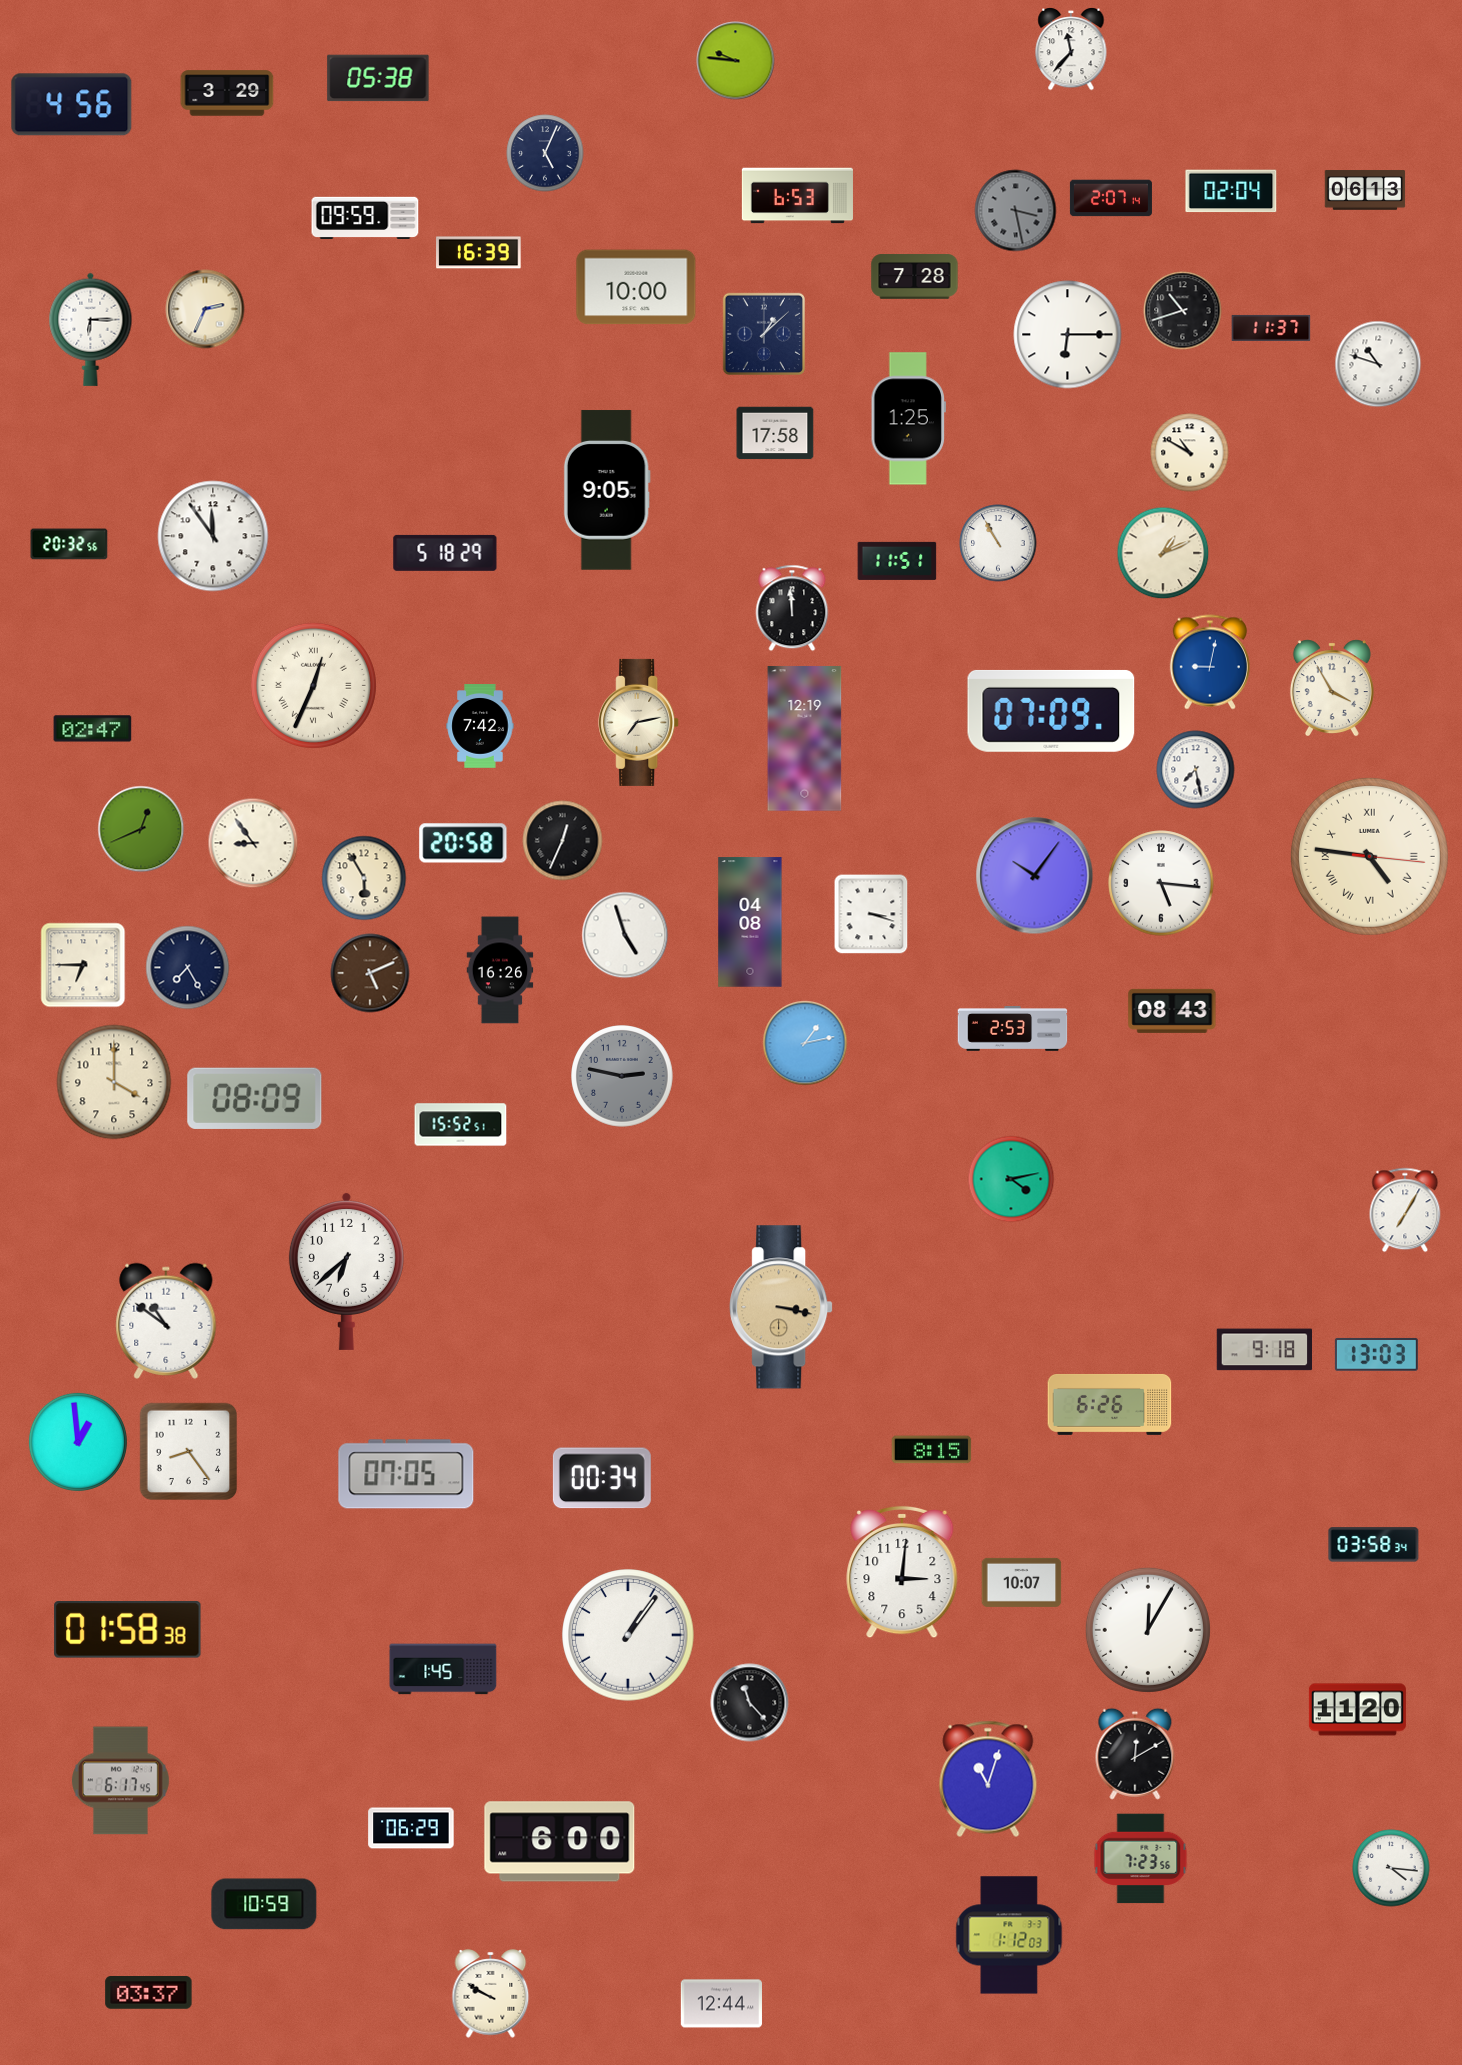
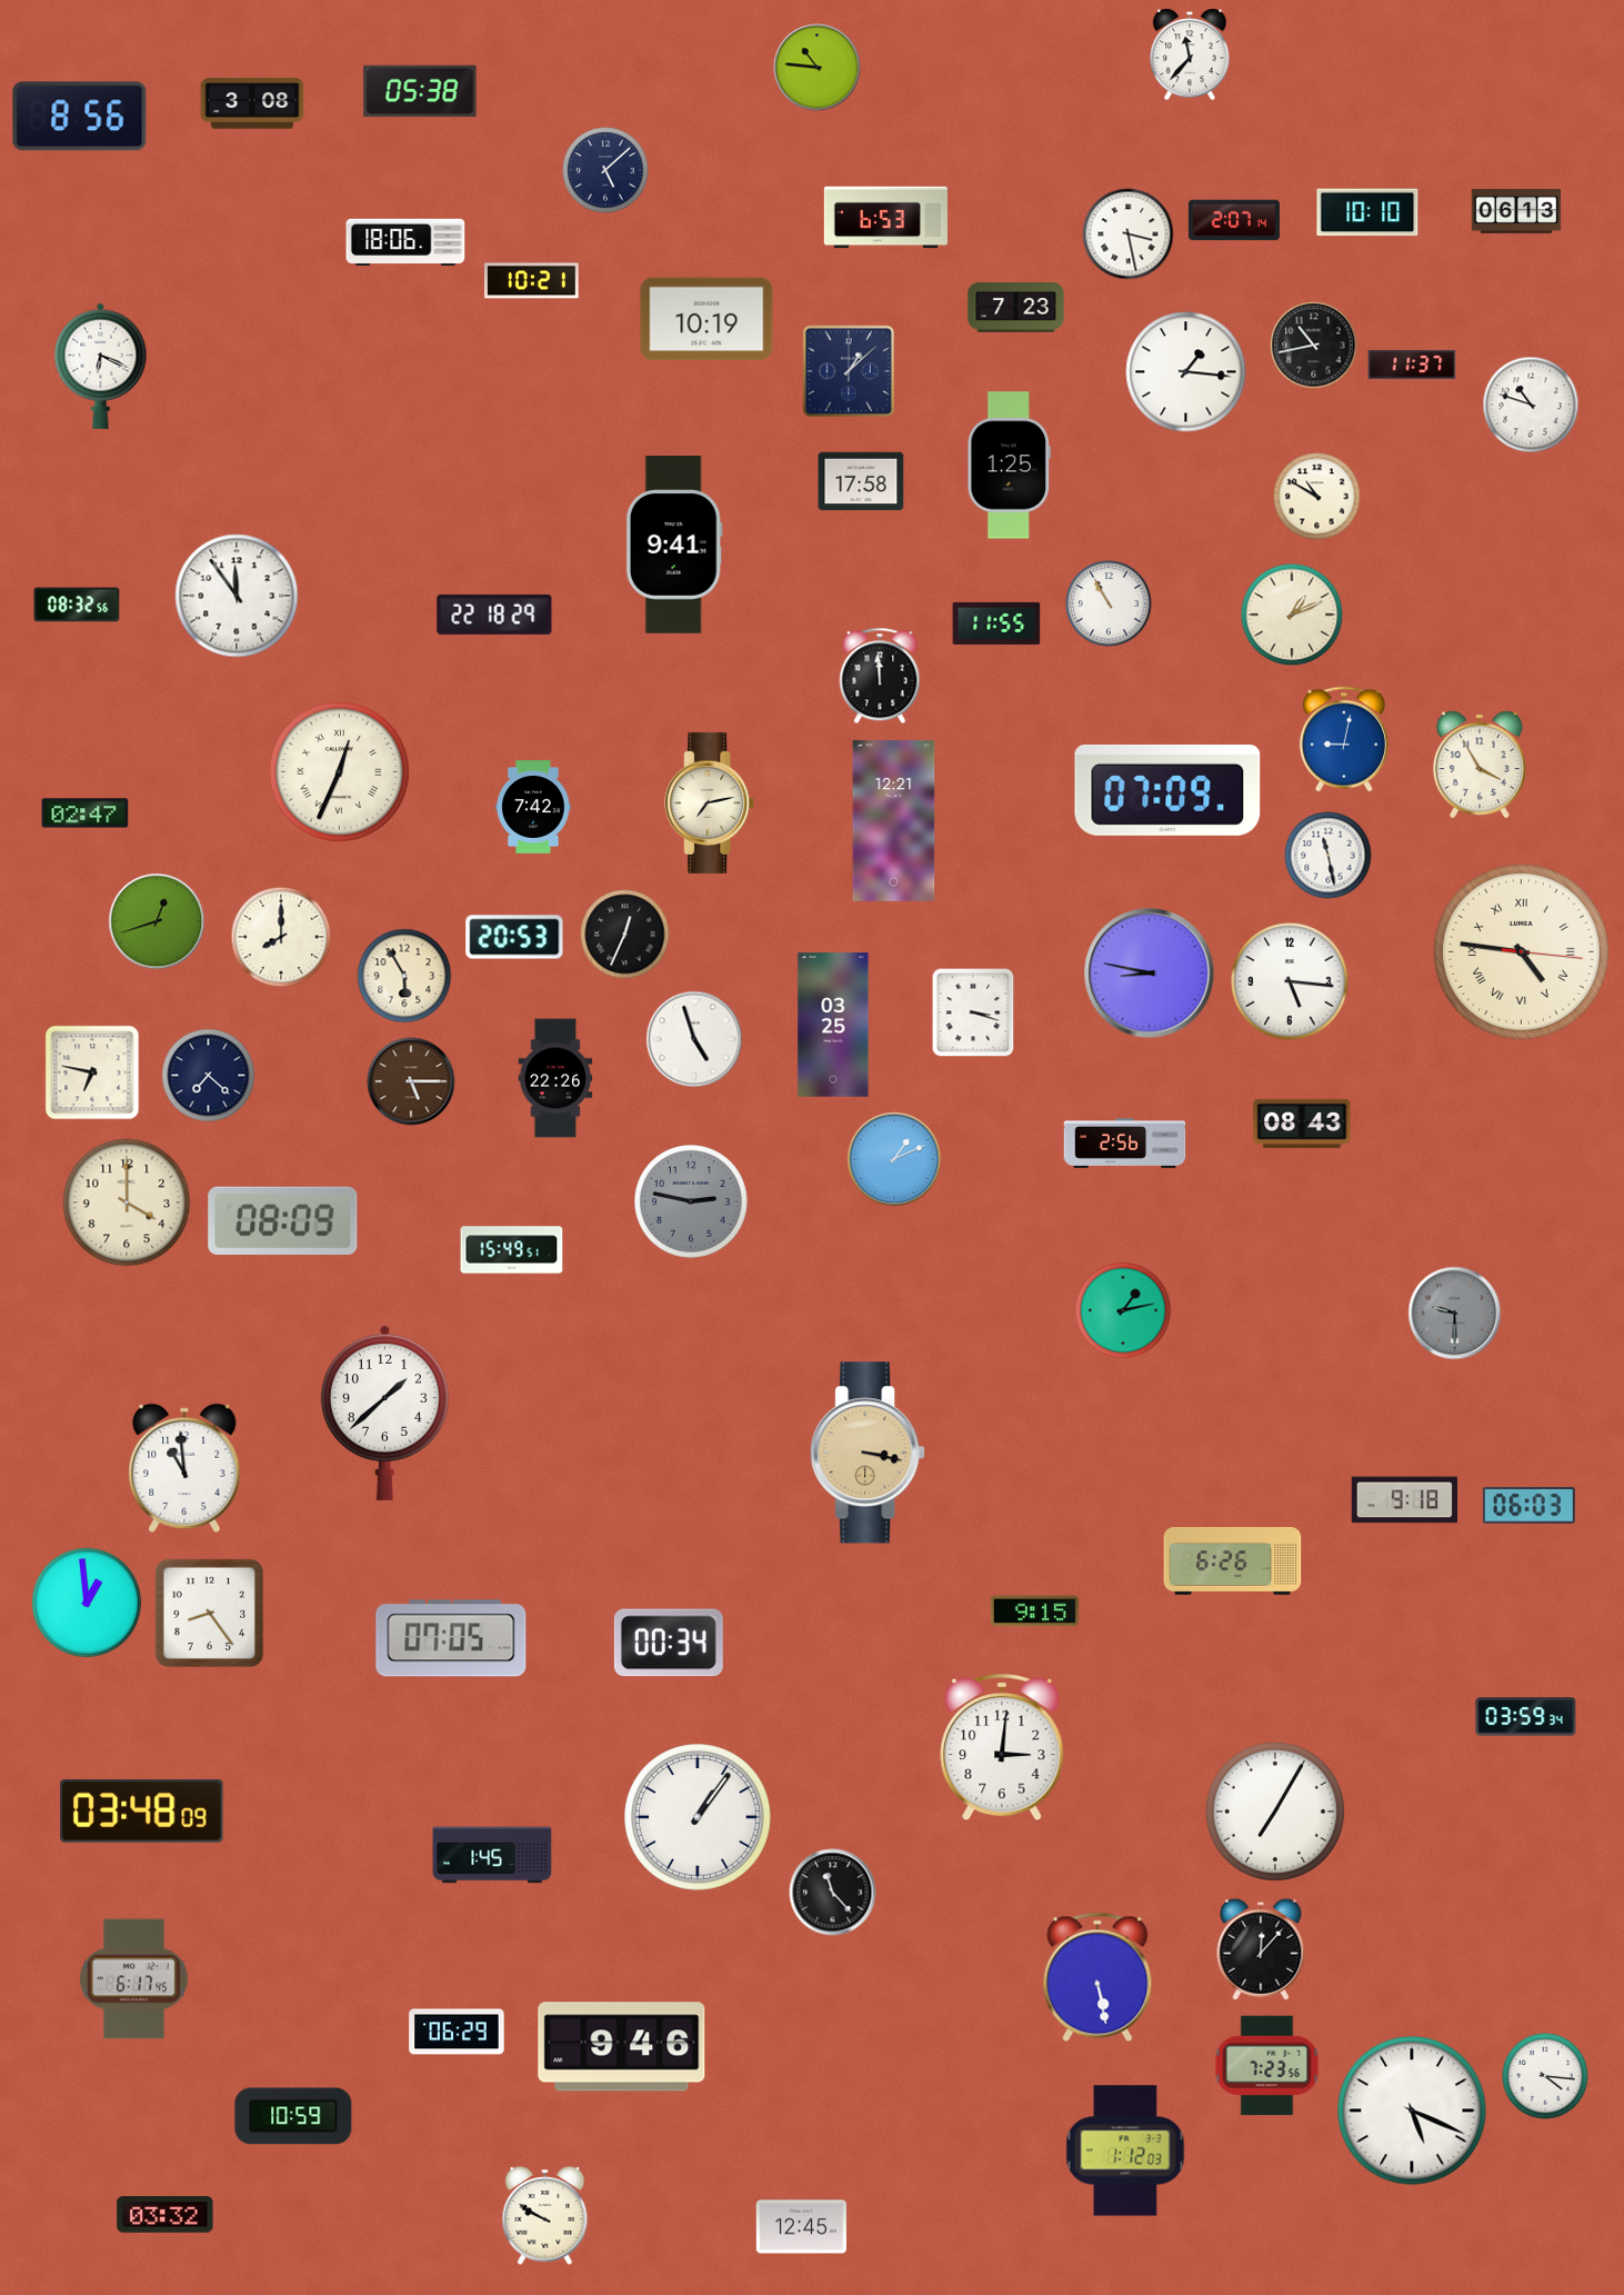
clock at (736, 61): 9:46 -> 10:46
clock at (378, 78) position: (378, 78) -> (420, 91)
clock at (227, 93): 3:29 -> 3:08
clock at (72, 105): 4:56 -> 8:56
clock at (545, 153): 5:04 -> 5:08
clock at (1231, 191): 02:04 -> 10:10
clock at (1016, 211) dial: grey -> white
clock at (365, 217): 09:59 -> 18:06
clock at (479, 253): 16:39 -> 10:21
clock at (915, 277): 7:28 -> 7:23
clock at (636, 287): 10:00 -> 10:19
clock at (205, 309): 2:34 -> none
clock at (1183, 311): 10:42 -> 10:43
clock at (91, 329): 6:15 -> 6:19
clock at (1068, 335): 6:15 -> 1:16
clock at (1190, 453) position: (1190, 453) -> (1317, 497)
clock at (607, 490): 9:05 -> 9:41
clock at (69, 544): 20:32 -> 08:32
clock at (445, 553): 5:18 -> 22:18
clock at (897, 561): 11:51 -> 11:55
clock at (1210, 662) position: (1210, 662) -> (1344, 739)
clock at (313, 685) position: (313, 685) -> (339, 771)
clock at (93, 729) position: (93, 729) -> (86, 814)
clock at (805, 739): 12:19 -> 12:21
clock at (1196, 770): 7:28 -> 11:28
clock at (141, 829): 12:41 -> 12:42
clock at (253, 843): 8:54 -> 8:00
clock at (463, 843): 20:58 -> 20:53
clock at (1035, 876): 10:06 -> 8:47
clock at (871, 914) position: (871, 914) -> (973, 1012)
clock at (750, 922): 04:08 -> 03:25
clock at (83, 965): 6:45 -> 6:47
clock at (188, 968): 7:25 -> 7:22
clock at (500, 970): 16:26 -> 22:26
clock at (370, 973): 5:11 -> 5:15
clock at (1013, 1029): 2:53 -> 2:56
clock at (805, 1043): 1:13 -> 1:11
clock at (623, 1077) position: (623, 1077) -> (692, 1203)
clock at (461, 1125): 15:52 -> 15:49
clock at (1011, 1179): 4:13 -> 1:13
clock at (1455, 1314): none -> 9:30
clock at (1405, 1210): 7:05 -> none
clock at (346, 1271): 6:38 -> 1:38
clock at (166, 1321): 10:51 -> 10:59
clock at (1376, 1354): 13:03 -> 06:03
clock at (932, 1450): 8:15 -> 9:15
clock at (1374, 1545): 03:58 -> 03:59
clock at (1022, 1582): 10:07 -> none
clock at (128, 1630): 01:58 -> 03:48
clock at (1148, 1630): 12:05 -> 7:05
clock at (1357, 1710): 11:20 -> none
clock at (1135, 1754): 12:10 -> 12:07
clock at (988, 1779): 11:03 -> 5:28
clock at (560, 1842): 6:00 -> 9:46
clock at (1412, 2111): none -> 5:19
clock at (1009, 1935) position: (1009, 1935) -> (1125, 2151)
clock at (149, 1993): 03:37 -> 03:32
clock at (721, 2004): 12:44 -> 12:45
